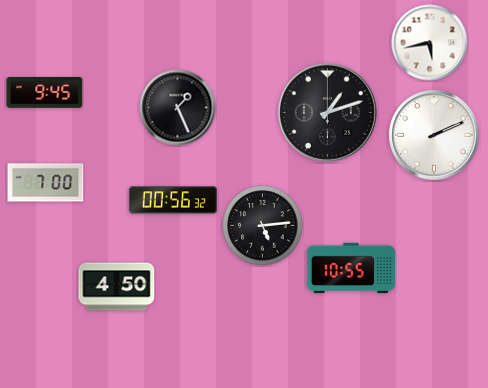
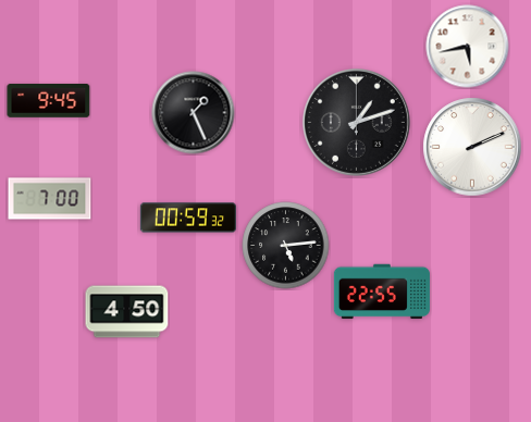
clock at (178, 108) position: (178, 108) -> (194, 113)
clock at (173, 200): 00:56 -> 00:59
clock at (351, 268): 10:55 -> 22:55
